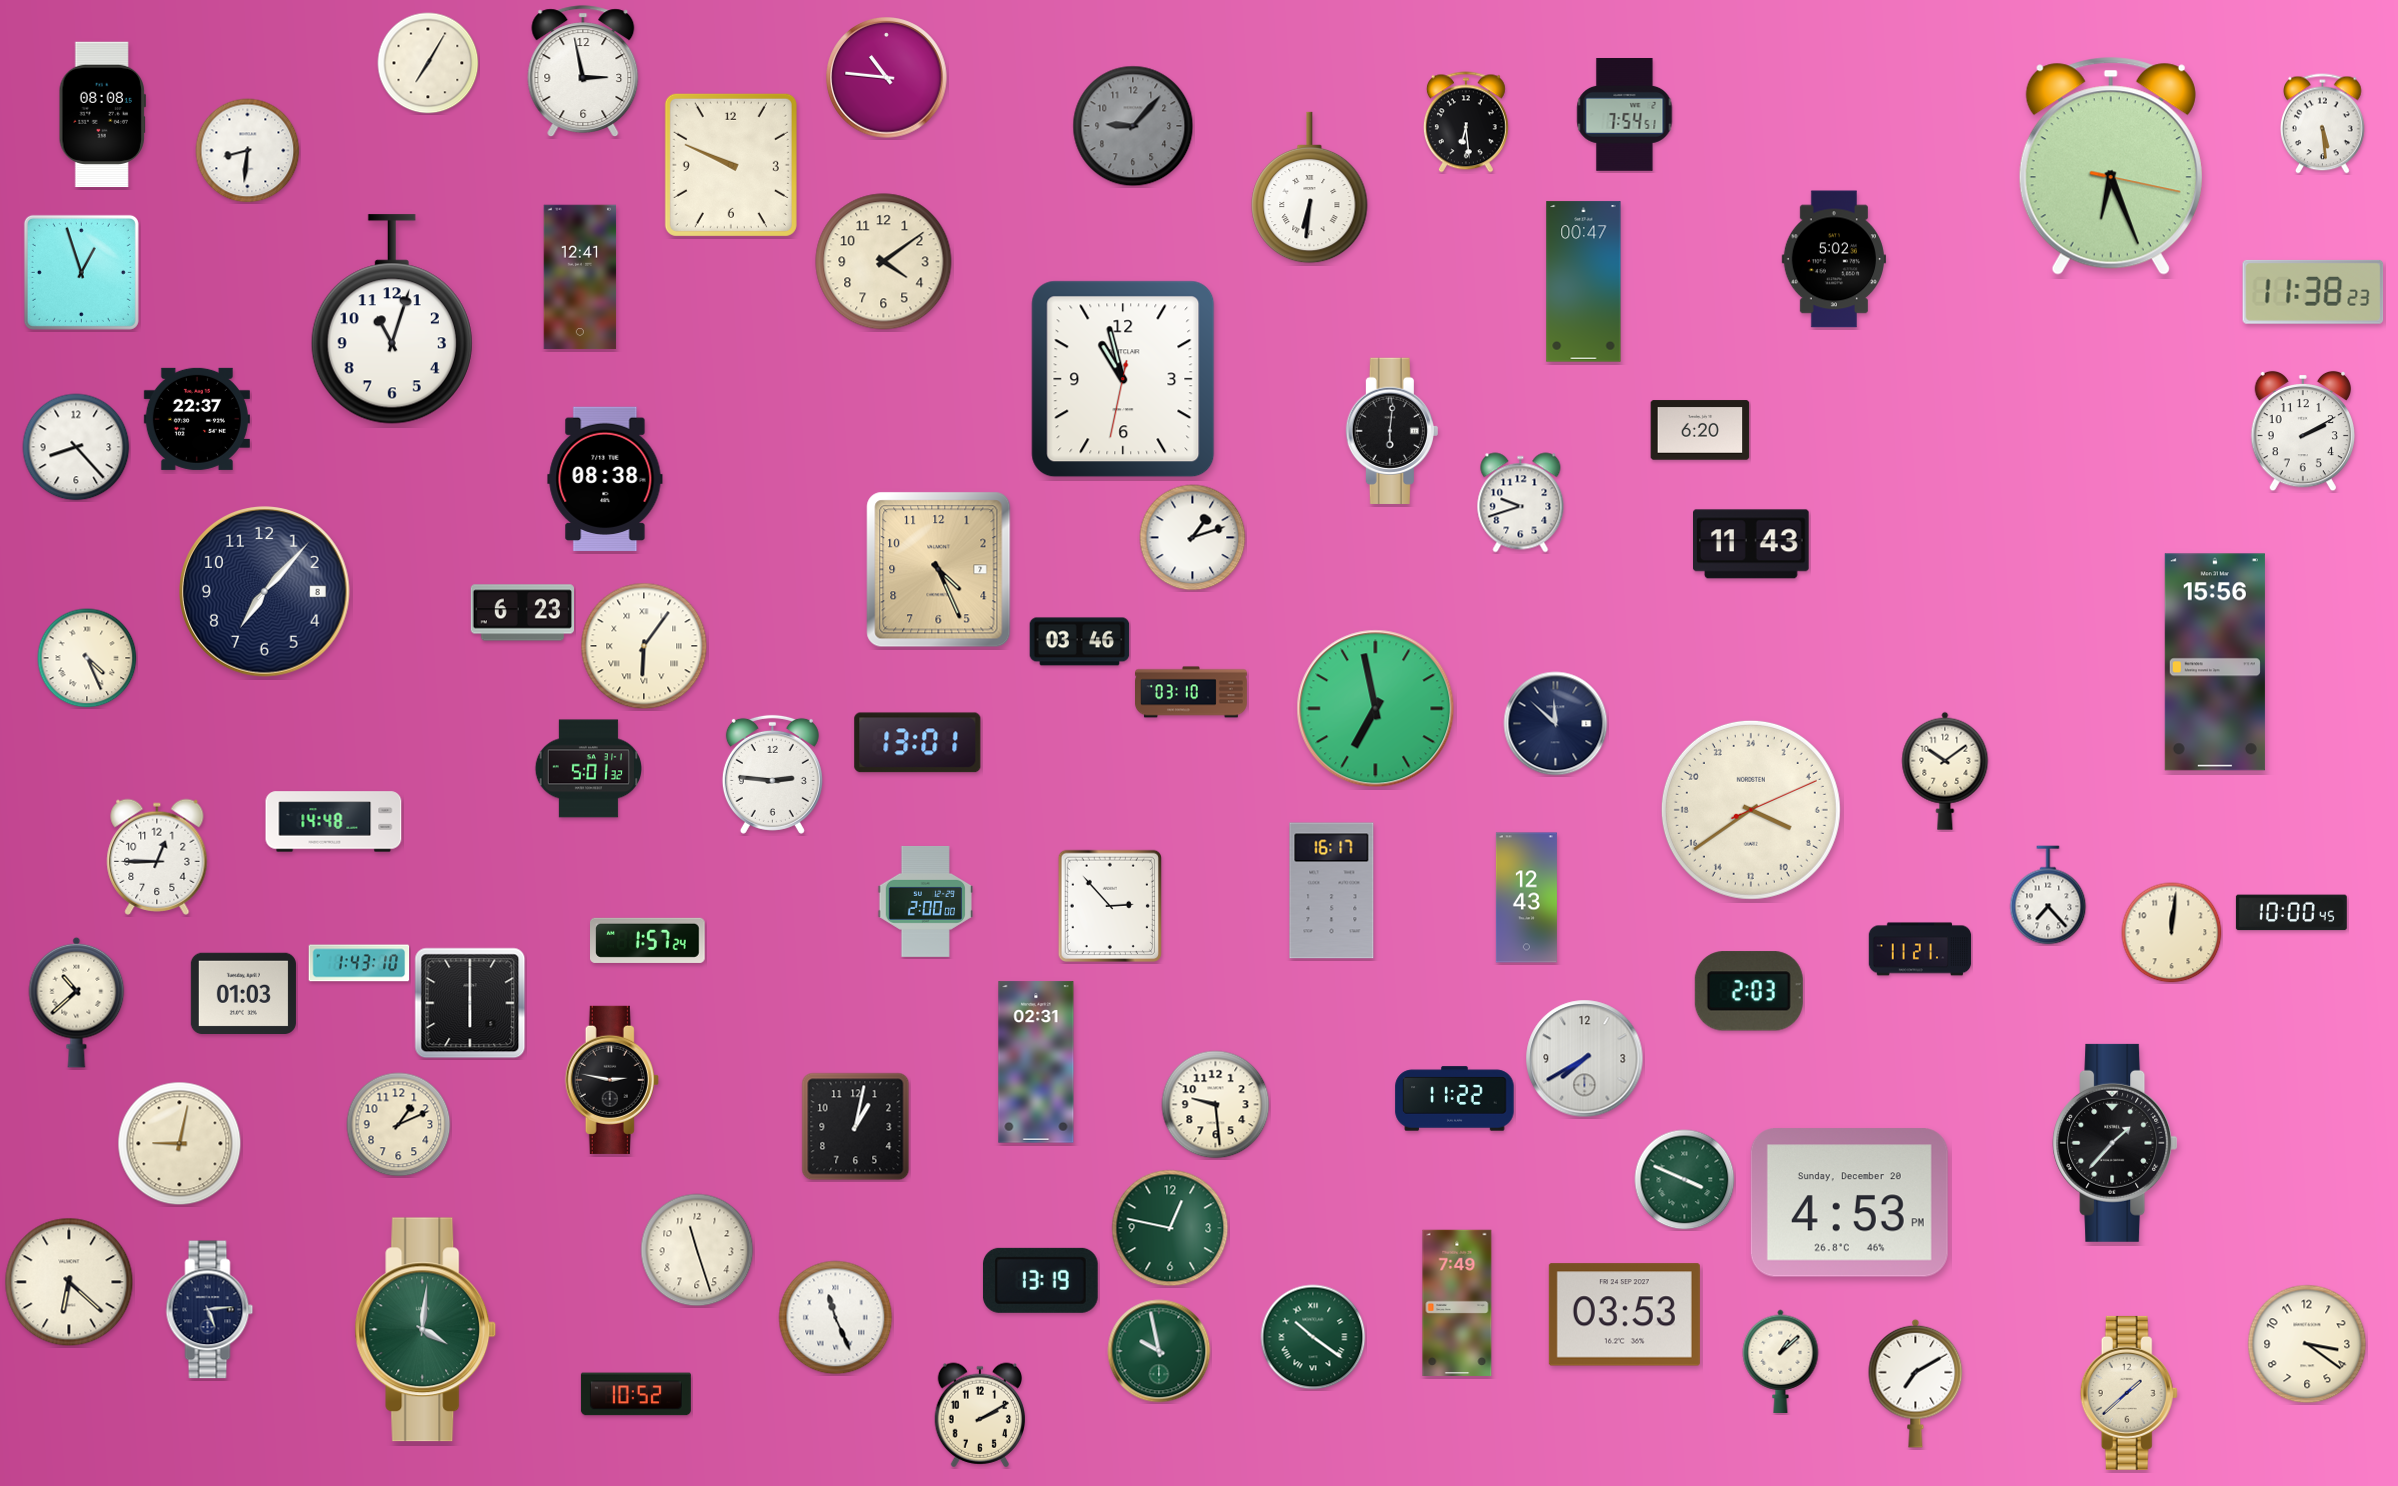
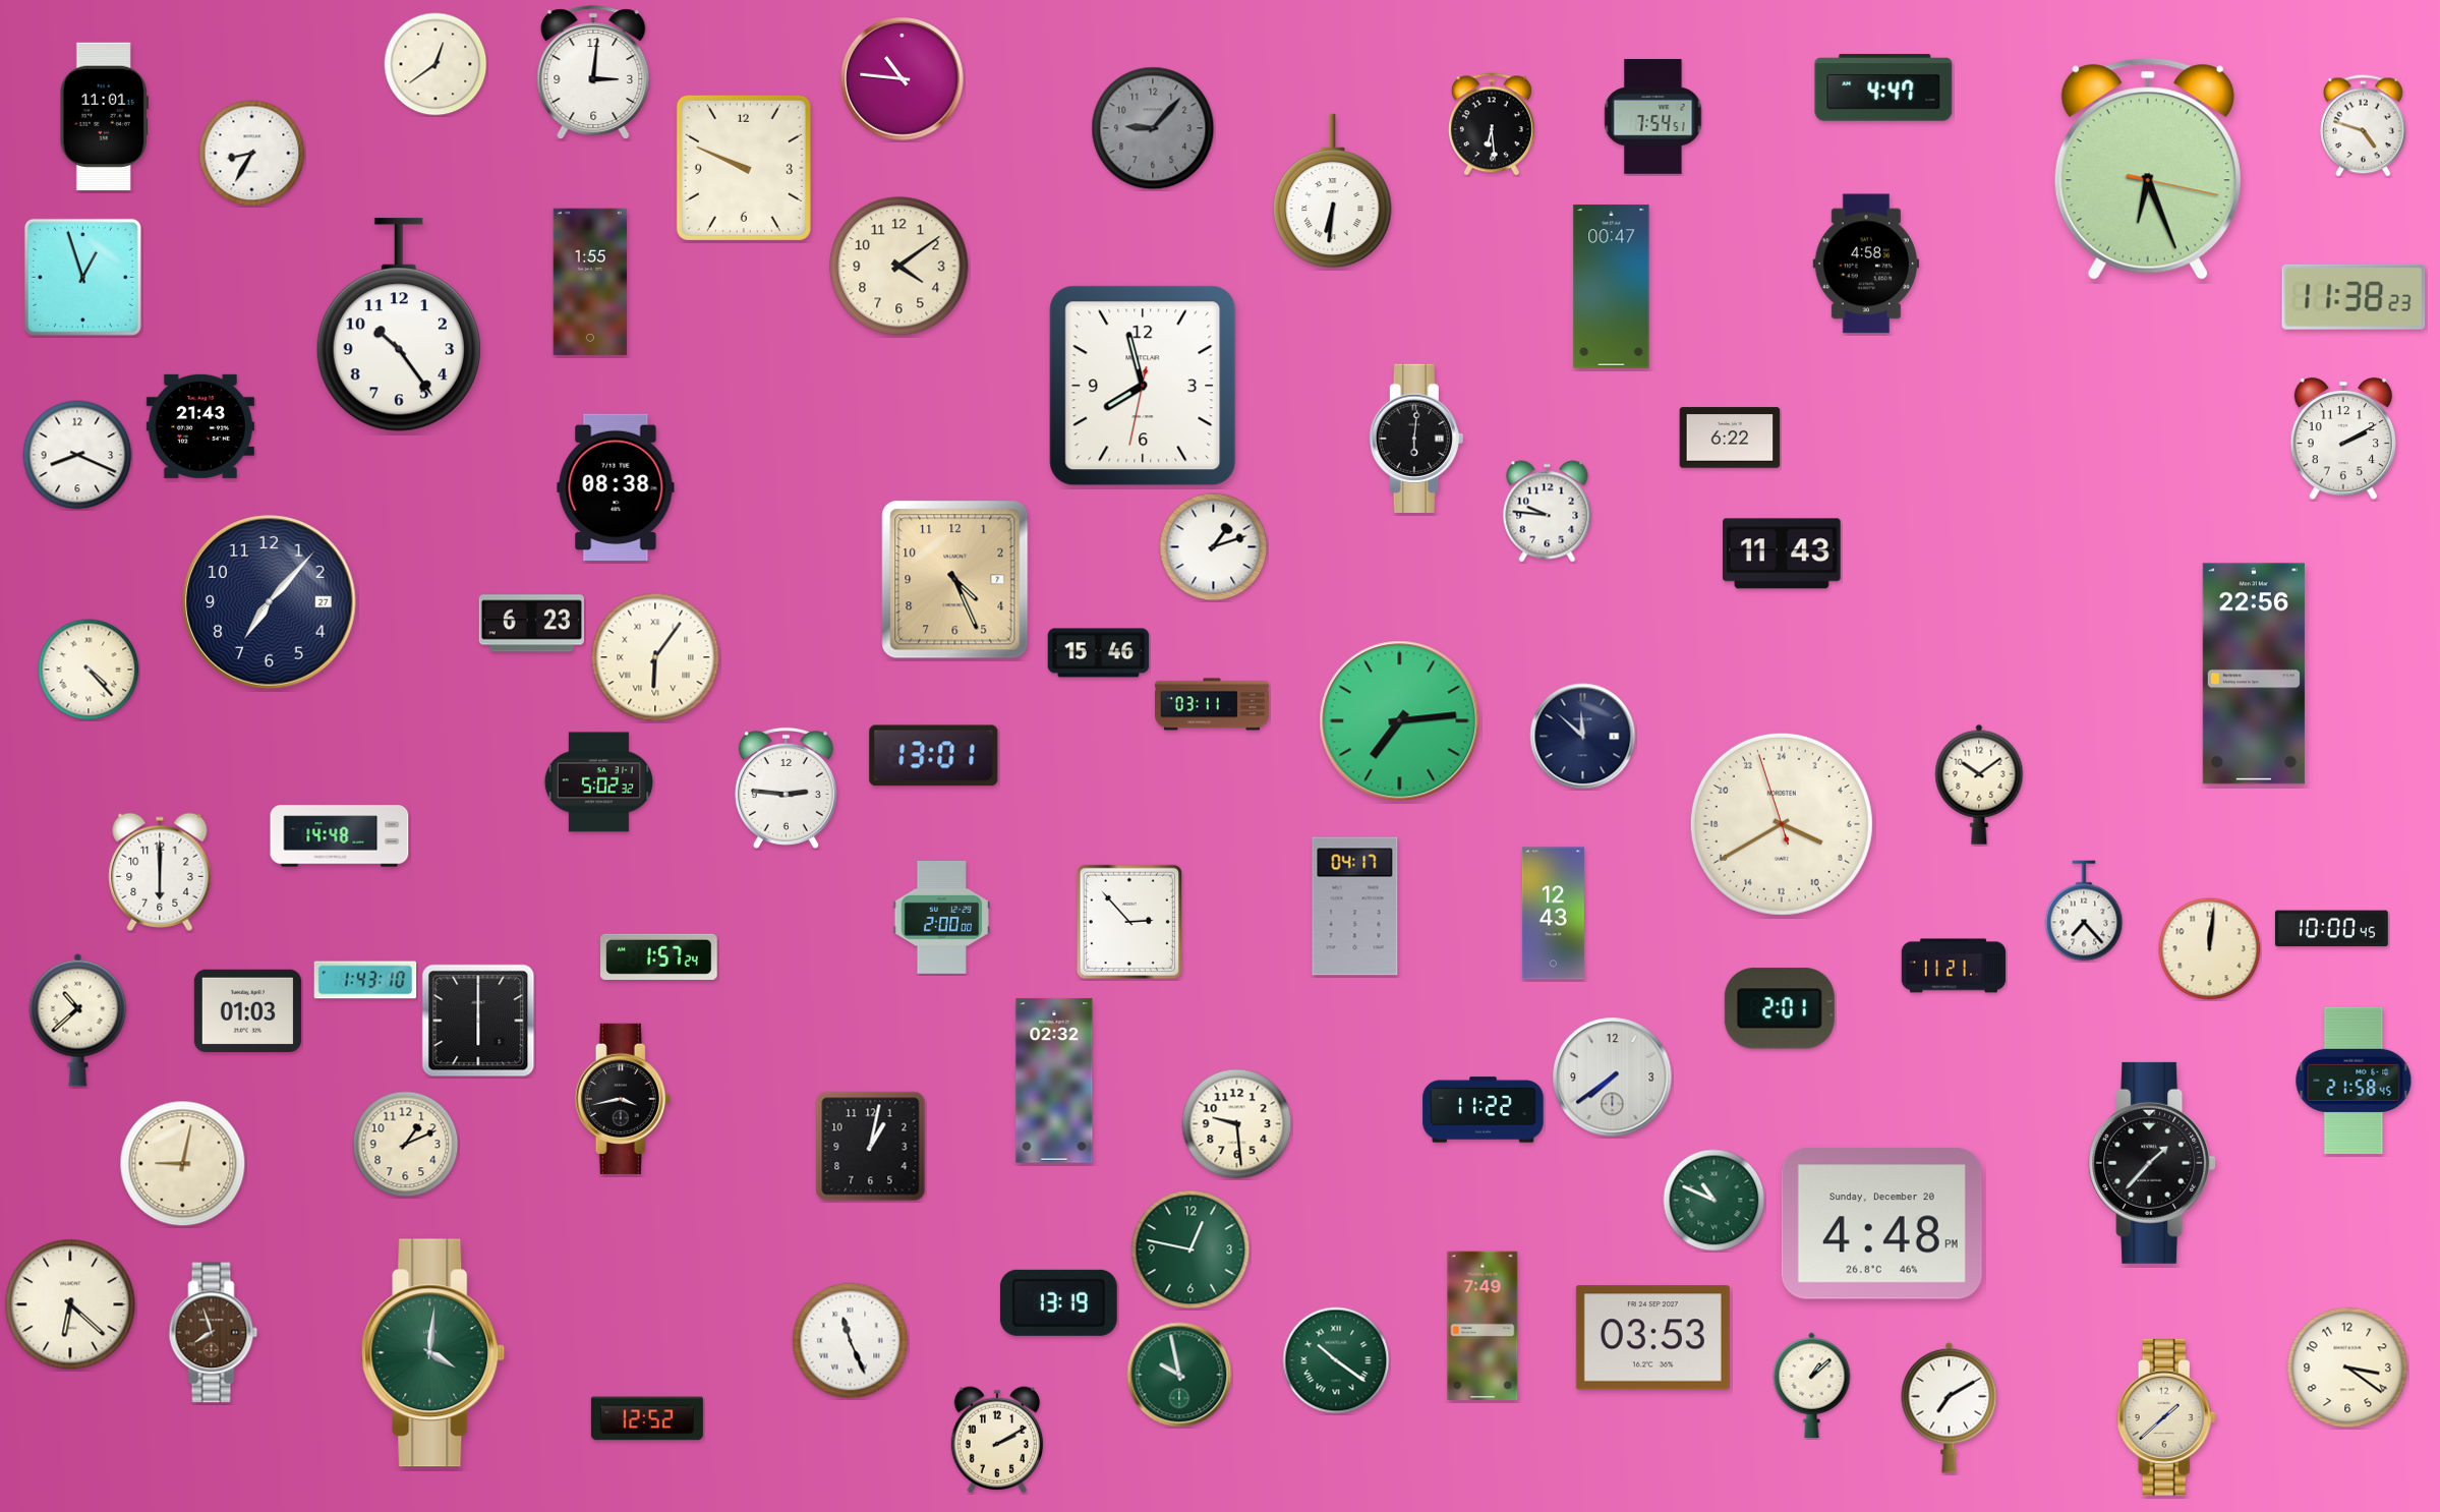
clock at (428, 63): 7:05 -> 12:39
clock at (583, 71): 2:58 -> 3:01
clock at (1883, 88): none -> 4:47
clock at (102, 115): 08:08 -> 11:01
clock at (2323, 124): 5:29 -> 4:48
clock at (248, 151): 8:31 -> 8:35
clock at (1833, 259): 5:02 -> 4:58
clock at (580, 277): 12:41 -> 1:55
clock at (392, 319): 11:03 -> 10:24
clock at (1123, 379): 10:57 -> 7:57
clock at (197, 419): 22:37 -> 21:43
clock at (1700, 430): 6:20 -> 6:22
clock at (76, 447): 8:23 -> 8:19
clock at (1521, 503): 9:42 -> 9:46
clock at (265, 592) date: 8 -> 27
clock at (1080, 642): 03:46 -> 15:46
clock at (87, 658): 4:26 -> 4:23
clock at (2215, 662): 15:56 -> 22:56
clock at (1192, 692): 03:10 -> 03:11
clock at (1376, 709): 6:58 -> 7:14
clock at (588, 769): 5:01 -> 5:02
clock at (1751, 810): 7:39:11 -> 7:39:57
clock at (157, 857): 12:45 -> 6:00
clock at (1332, 891): 16:17 -> 04:17
clock at (1749, 991): 2:03 -> 2:01
clock at (1585, 1059): 7:40 -> 7:39
clock at (1036, 1062): 02:31 -> 02:32
clock at (2354, 1081): none -> 21:58
clock at (612, 1080): 2:47 -> 3:43
clock at (1455, 1099) position: (1455, 1099) -> (1484, 1110)
clock at (1685, 1180): 3:49 -> 10:49
clock at (1849, 1203): 4:53 -> 4:48
clock at (697, 1250): 11:27 -> none
clock at (210, 1310): 5:14 -> 7:57
clock at (210, 1310) dial: navy -> brown
clock at (636, 1394): 10:52 -> 12:52
